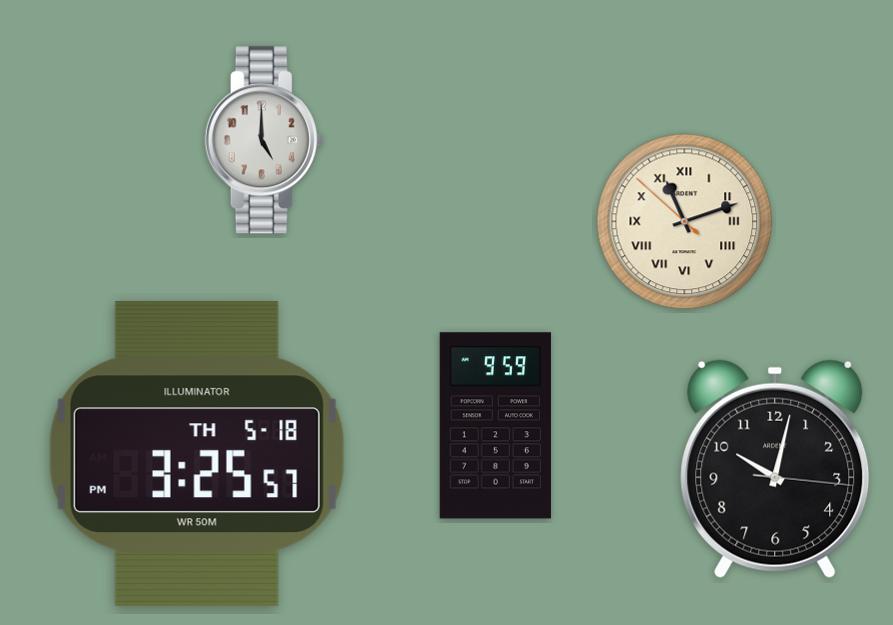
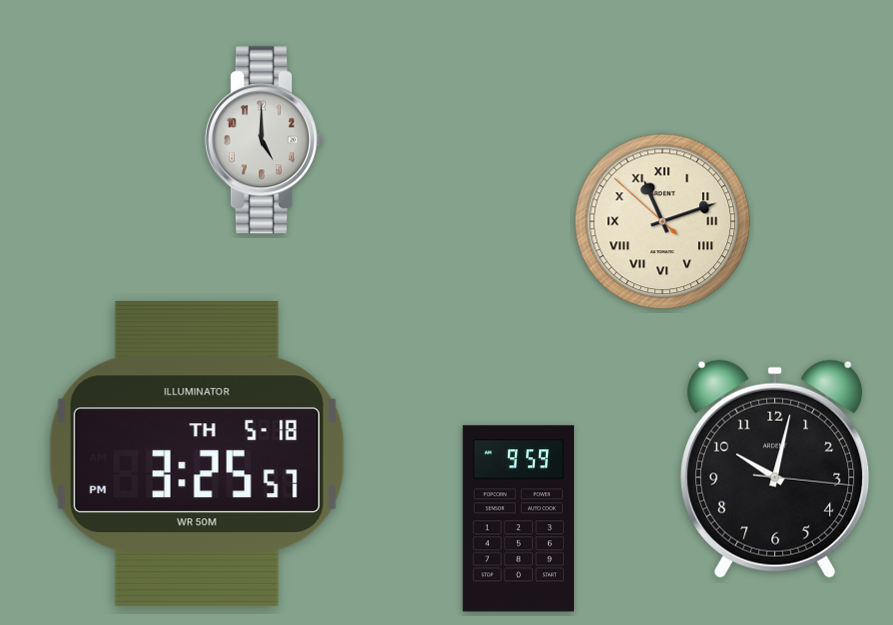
clock at (685, 222) position: (685, 222) -> (663, 222)
clock at (495, 426) position: (495, 426) -> (518, 519)
